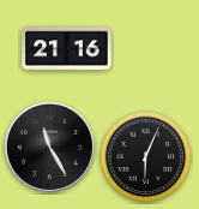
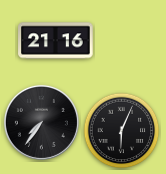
clock at (49, 147): 11:25 -> 7:36
